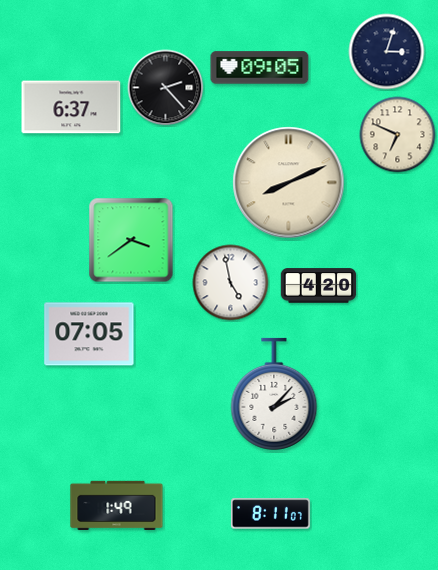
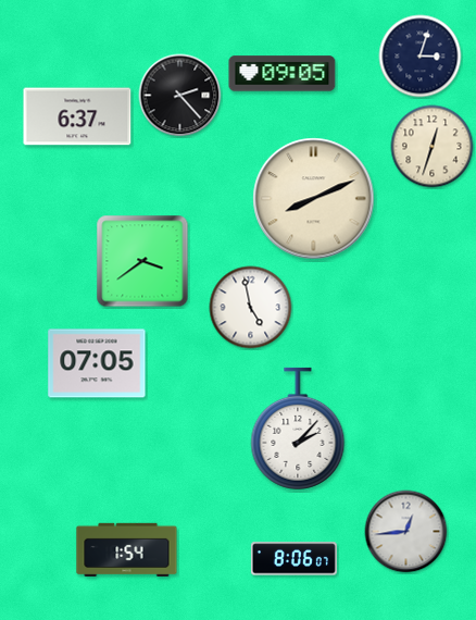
clock at (398, 135): 6:49 -> 12:33
clock at (319, 286): 4:20 -> none
clock at (406, 532): none -> 12:44
clock at (117, 505): 1:49 -> 1:54
clock at (270, 514): 8:11 -> 8:06
